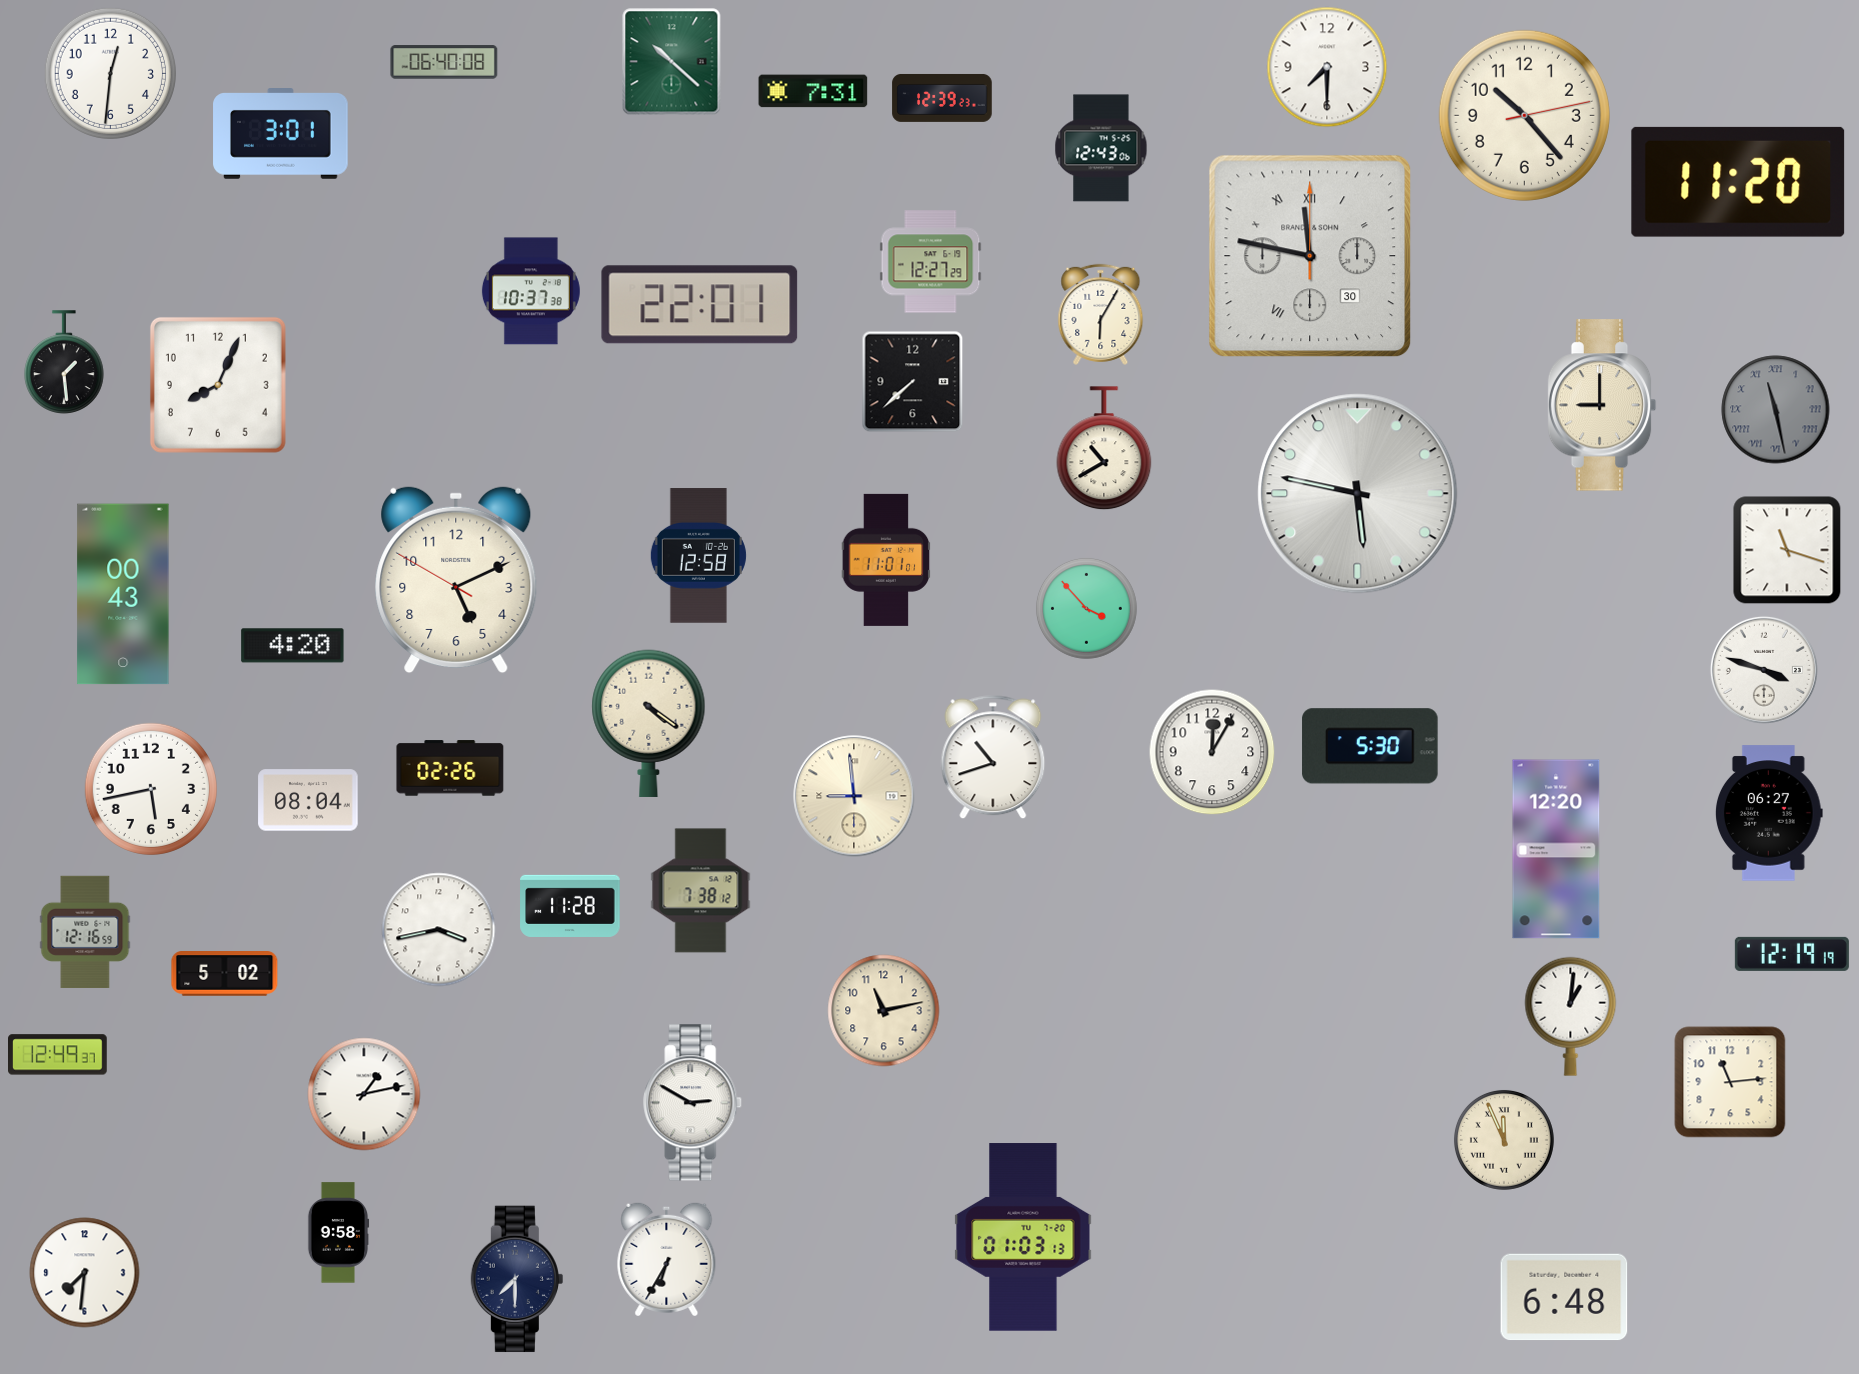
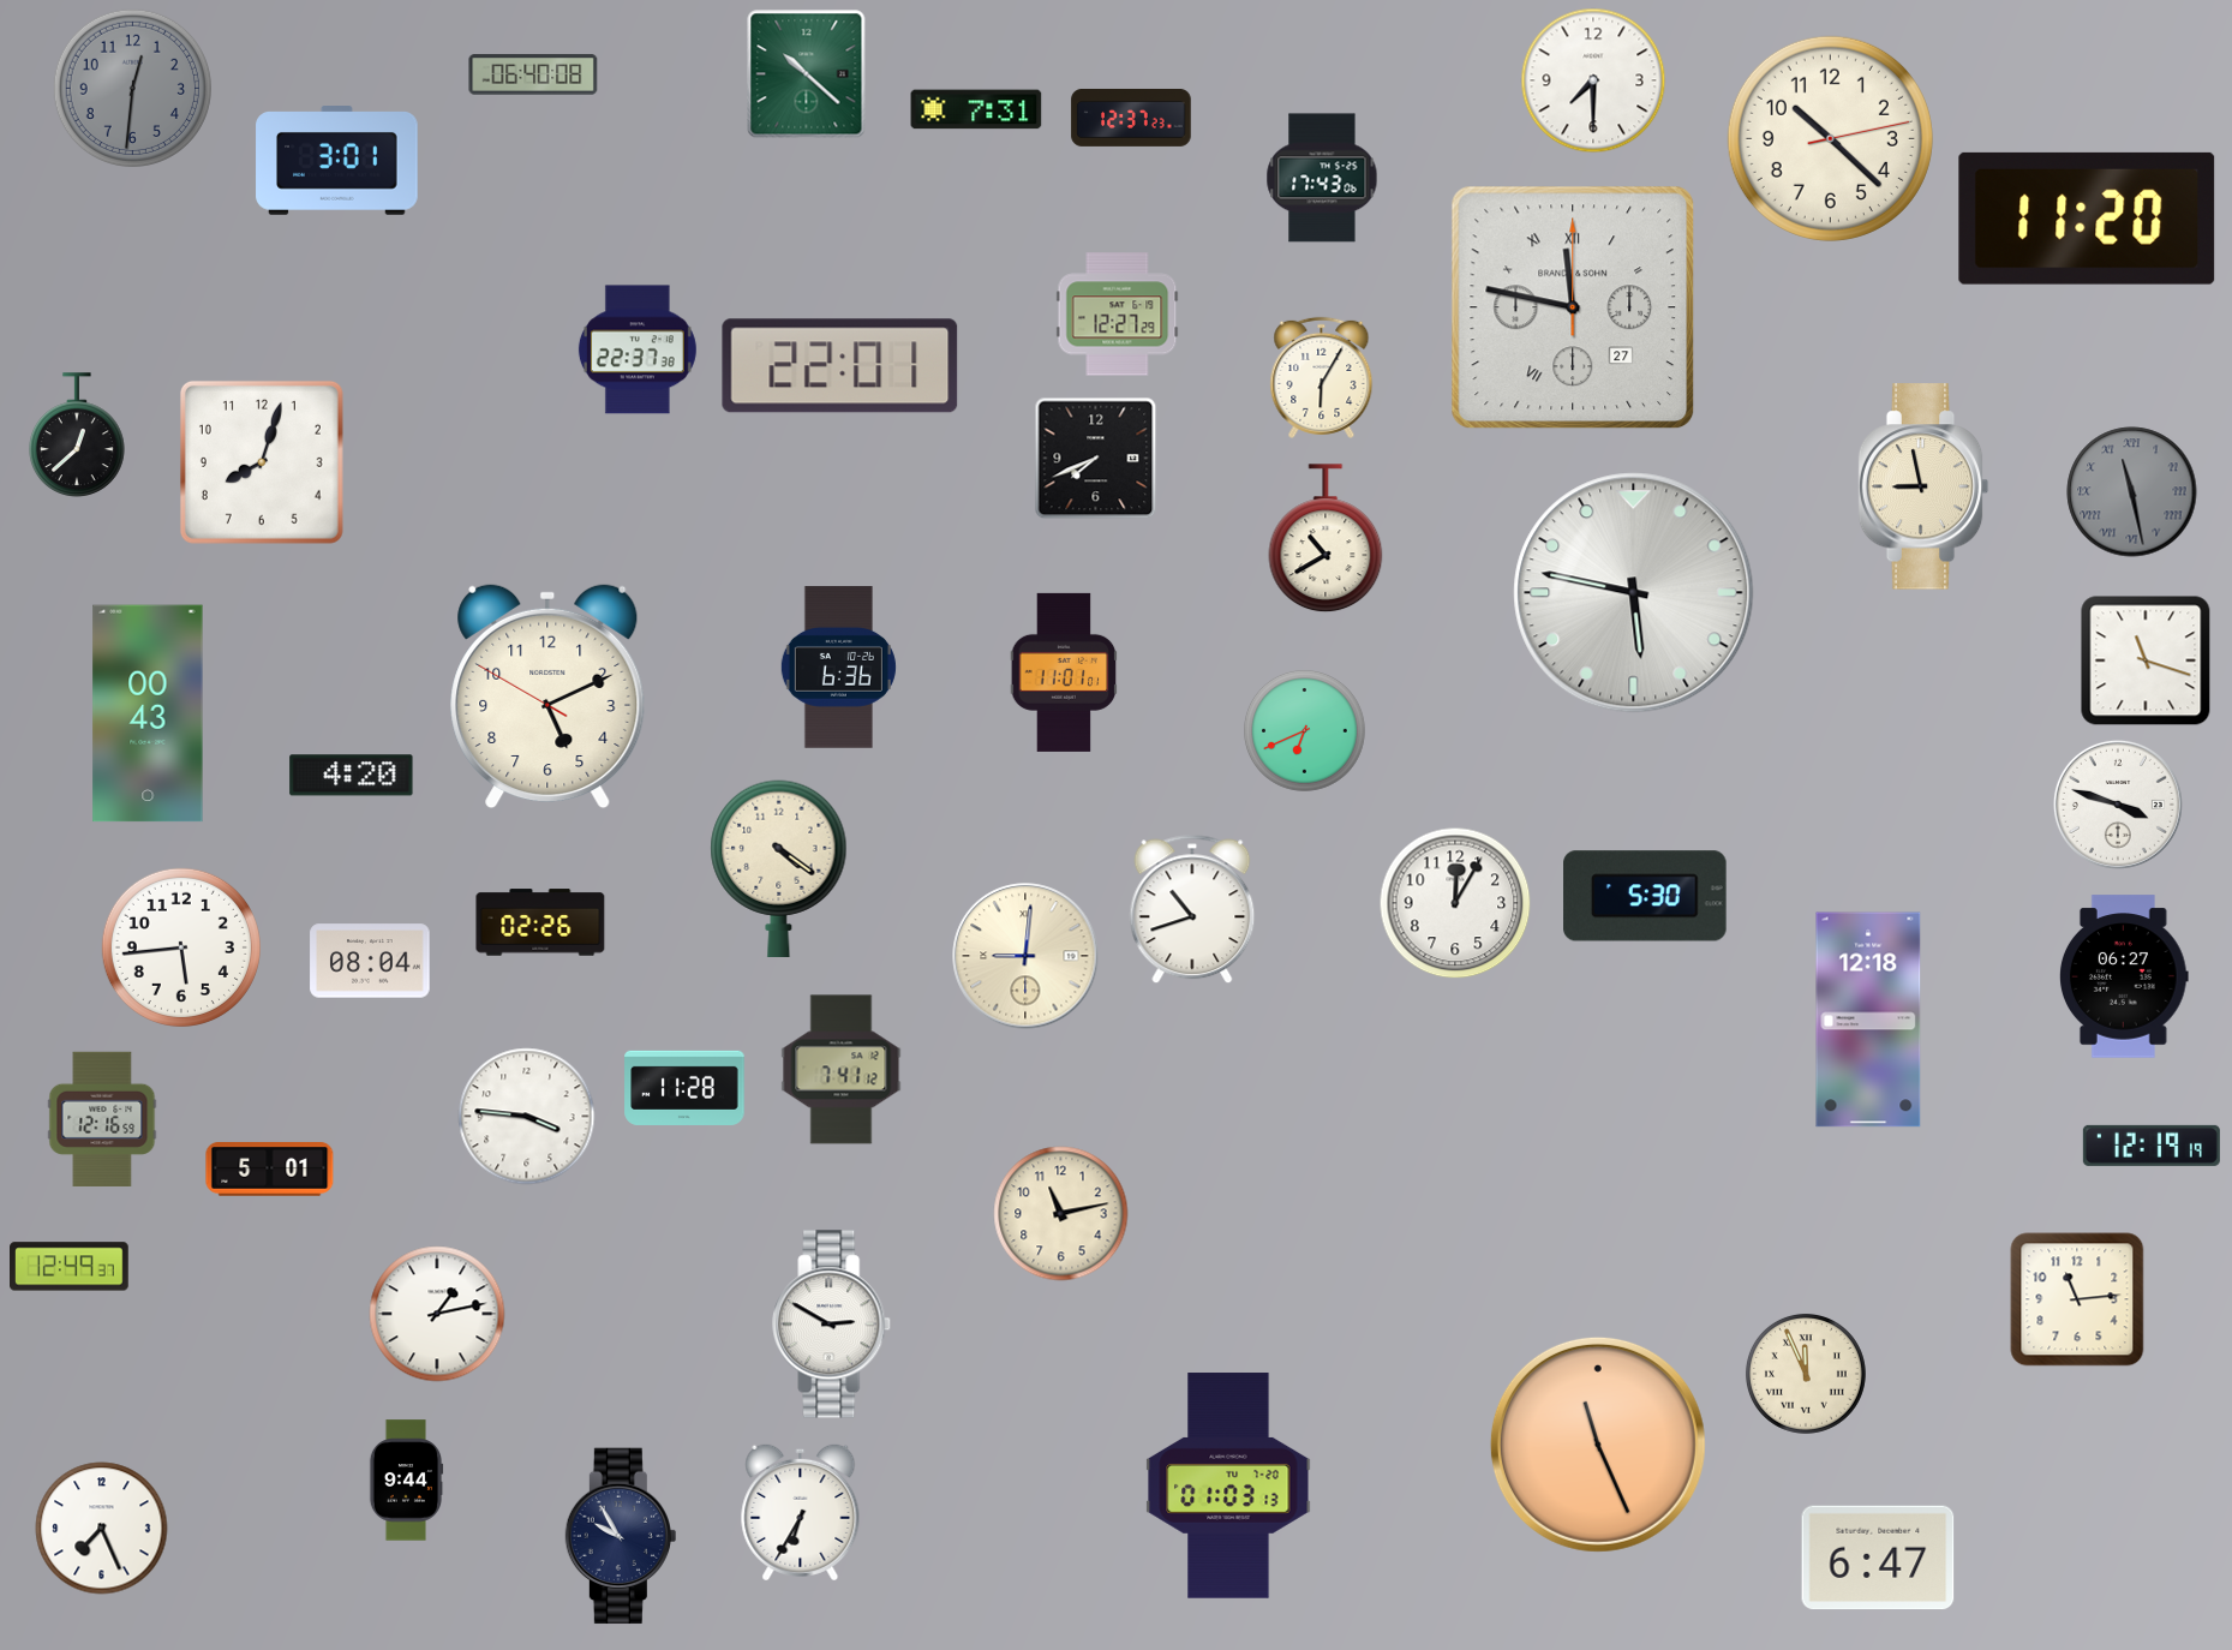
clock at (110, 73) dial: white -> grey
clock at (942, 98): 12:39 -> 12:37
clock at (1524, 115): 10:23 -> 10:22
clock at (1101, 148): 12:43 -> 17:43
clock at (1310, 256) date: 30 -> 27
clock at (531, 291): 10:37 -> 22:37
clock at (65, 362): 1:29 -> 12:38
clock at (913, 382): 7:38 -> 7:41
clock at (218, 385): 8:04 -> 8:03
clock at (1602, 405): 9:00 -> 8:58
clock at (1358, 494) position: (1358, 494) -> (1634, 593)
clock at (698, 556): 12:58 -> 6:36
clock at (1086, 608): 3:53 -> 6:41
clock at (151, 789): 5:43 -> 5:44
clock at (854, 796): 8:59 -> 9:01
clock at (1556, 849): 12:20 -> 12:18
clock at (701, 891): 7:38 -> 7:41
clock at (439, 930): 3:43 -> 3:46
clock at (225, 974): 5:02 -> 5:01
clock at (1571, 1016): 1:01 -> none
clock at (1504, 1140) position: (1504, 1140) -> (1806, 1374)
clock at (1598, 1445): none -> 11:26
clock at (338, 1233): 9:58 -> 9:44
clock at (85, 1273): 7:31 -> 7:26
clock at (517, 1279): 7:30 -> 9:55
clock at (1564, 1297): 6:48 -> 6:47
